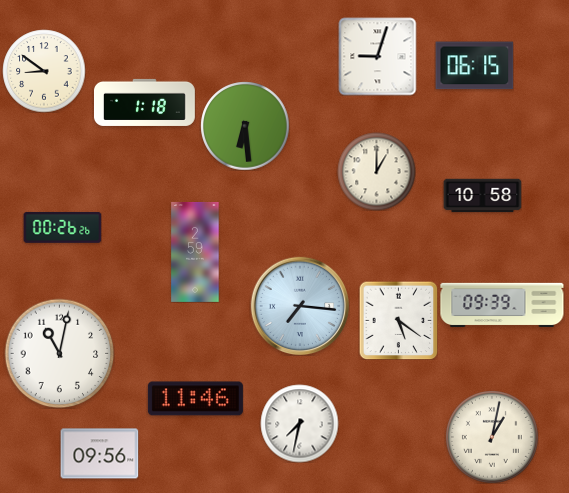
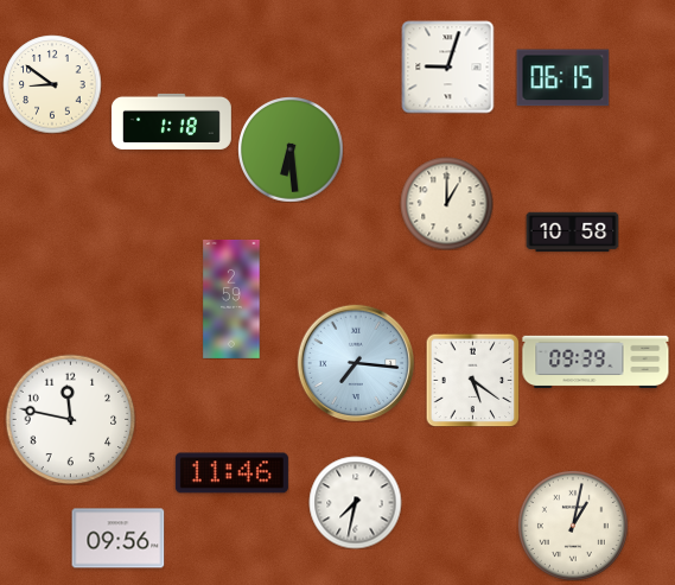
clock at (62, 227): 00:26 -> none
clock at (59, 353): 11:02 -> 11:47
clock at (492, 437) position: (492, 437) -> (573, 526)
